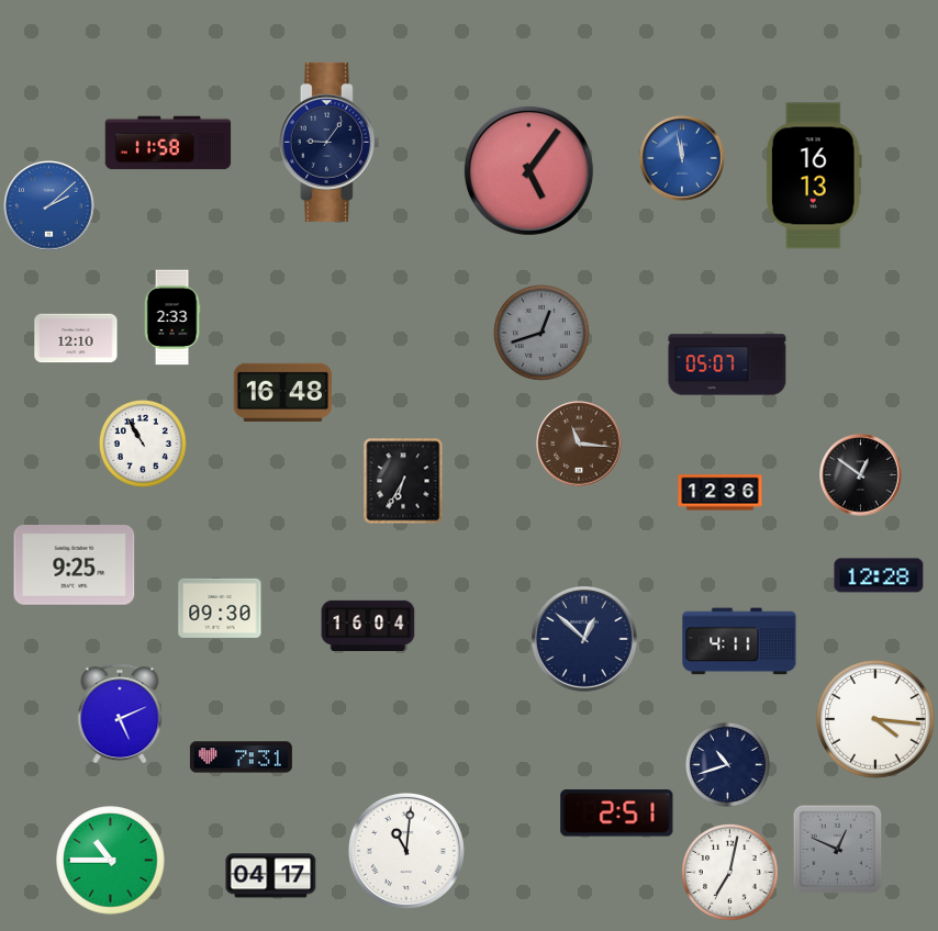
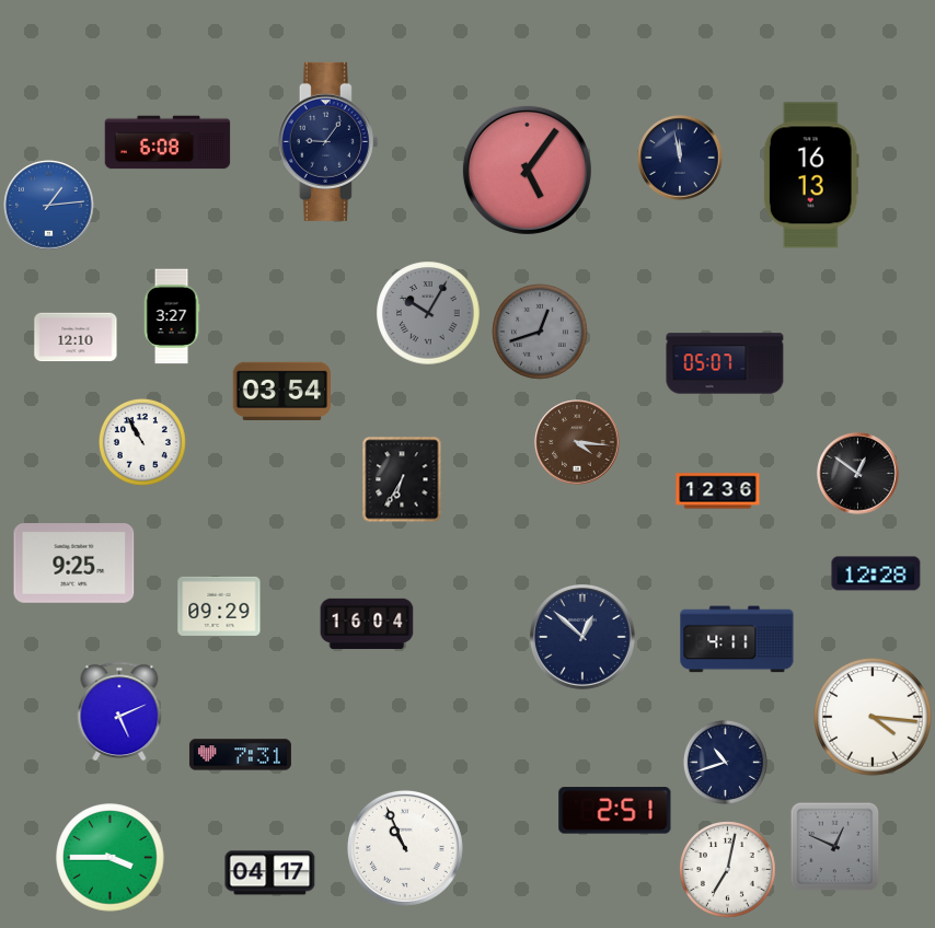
clock at (168, 143): 11:58 -> 6:08
clock at (682, 158) dial: blue -> navy
clock at (49, 206): 2:08 -> 1:14
clock at (428, 313): none -> 10:05
clock at (172, 317): 2:33 -> 3:27
clock at (283, 392): 16:48 -> 03:54
clock at (579, 444): 11:16 -> 4:16
clock at (220, 608): 09:30 -> 09:29
clock at (406, 851): 11:01 -> 10:56
clock at (111, 861): 10:45 -> 3:45
